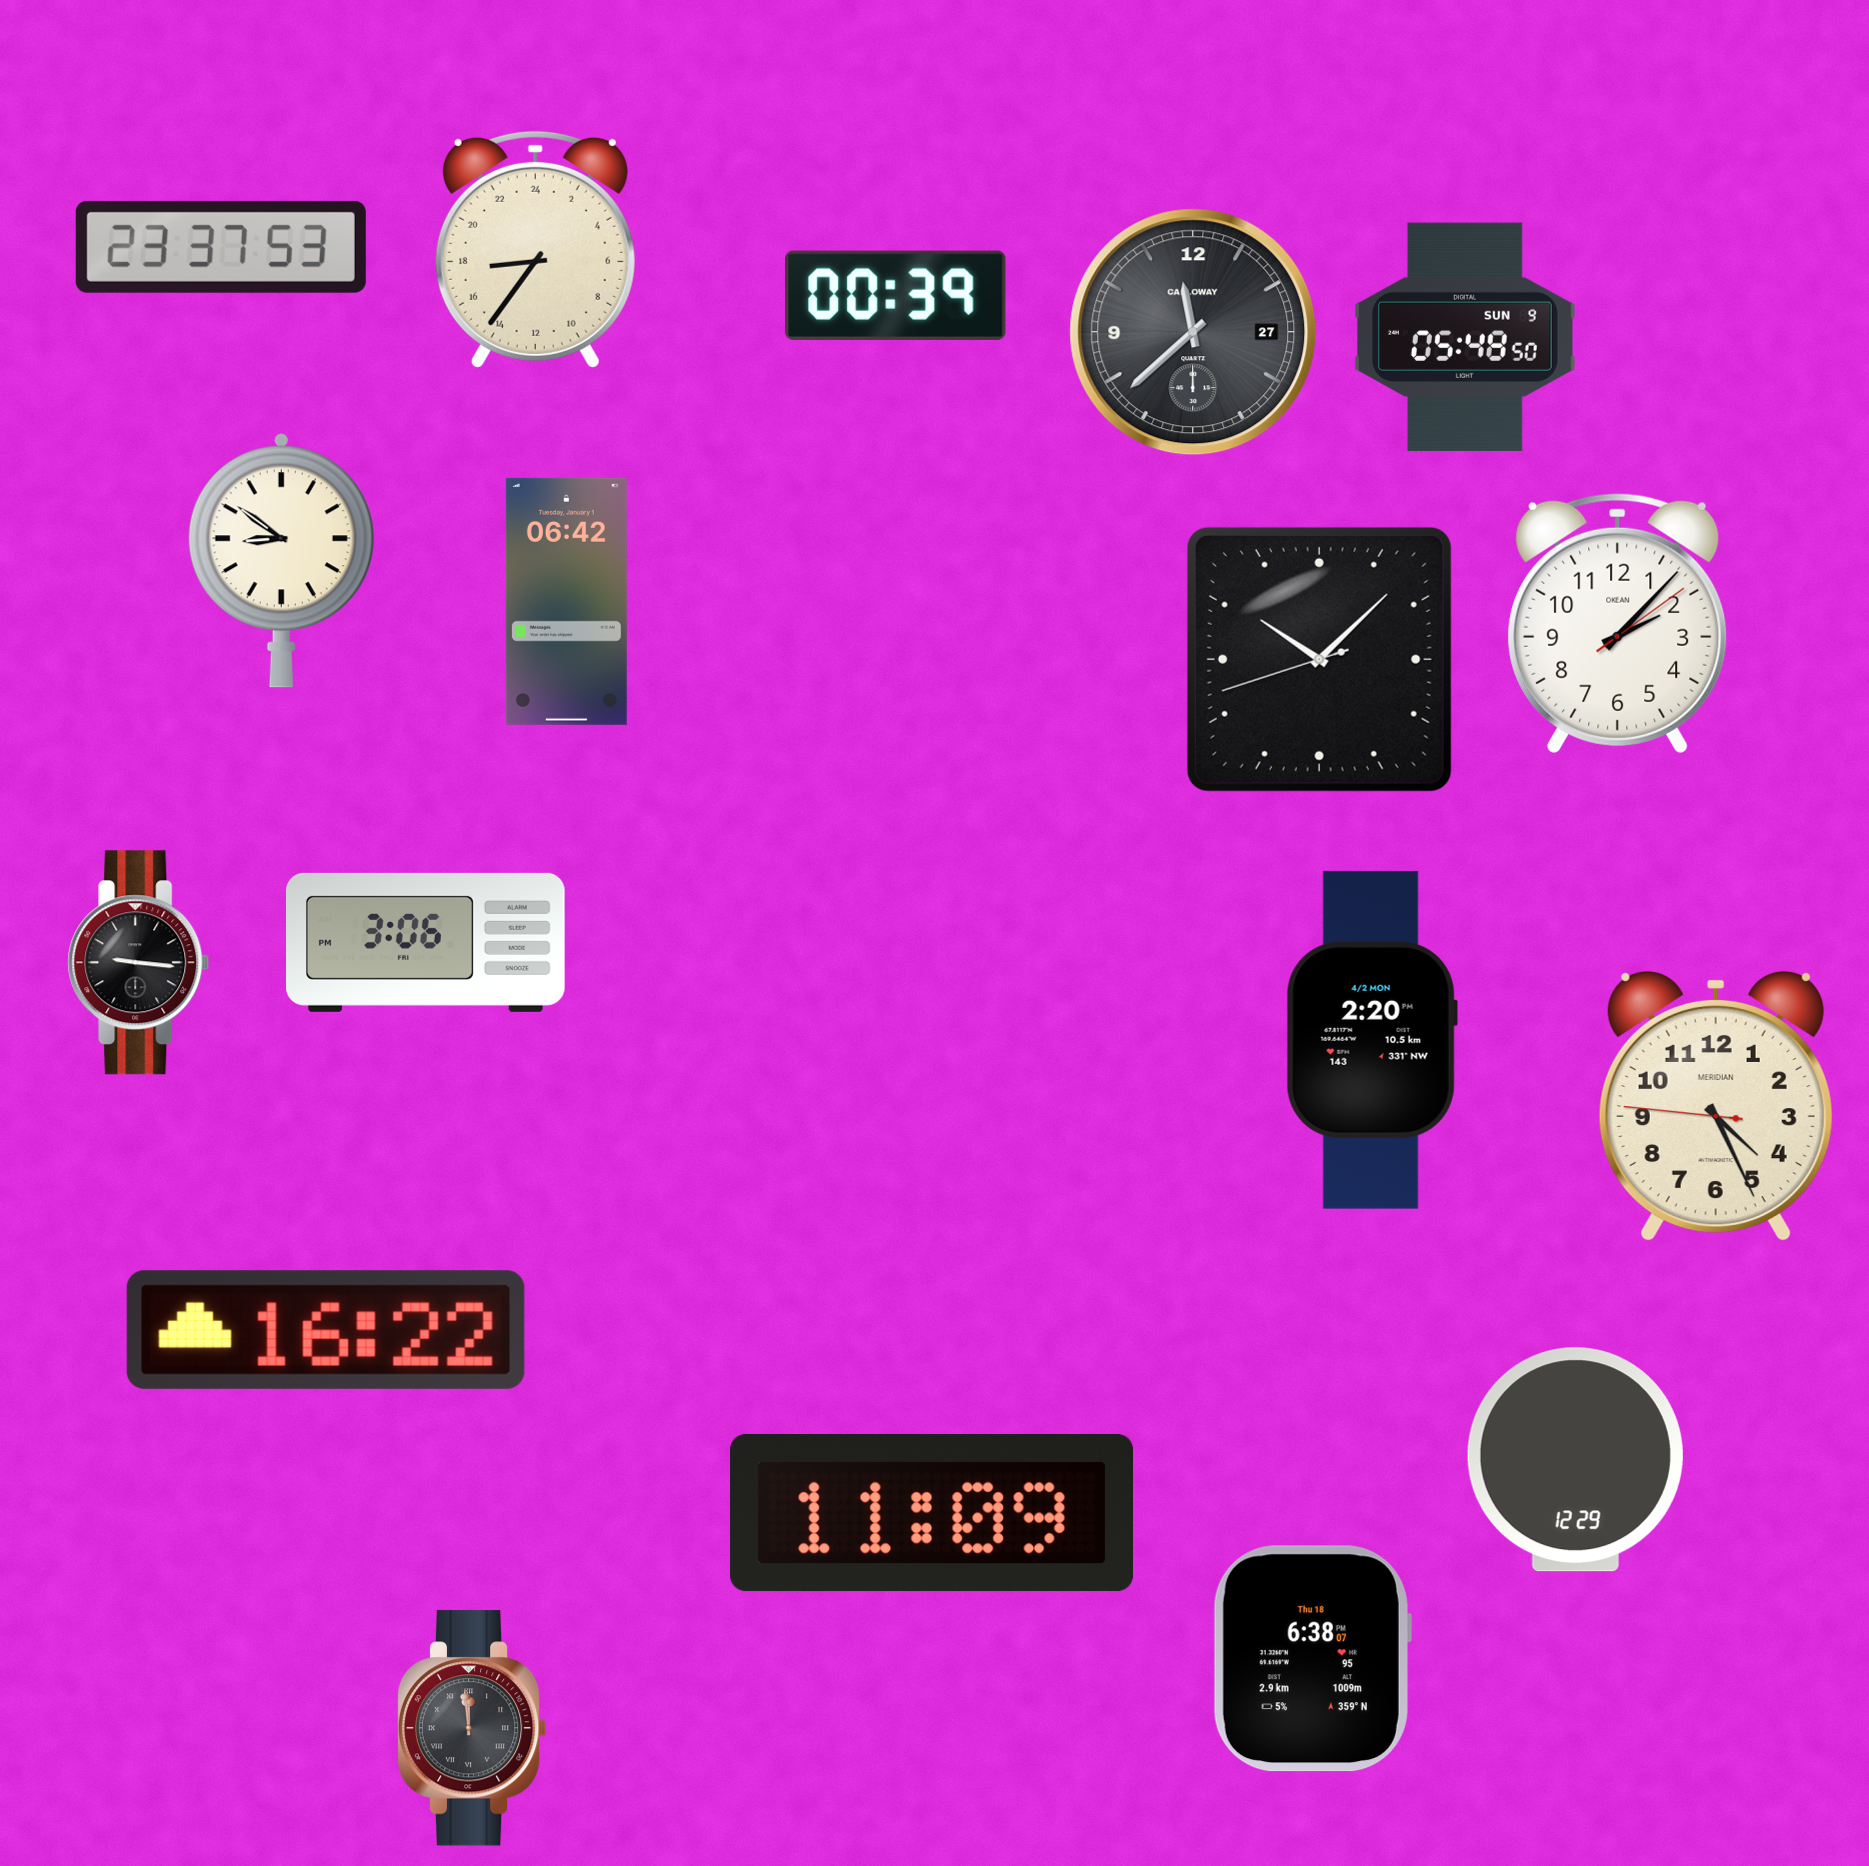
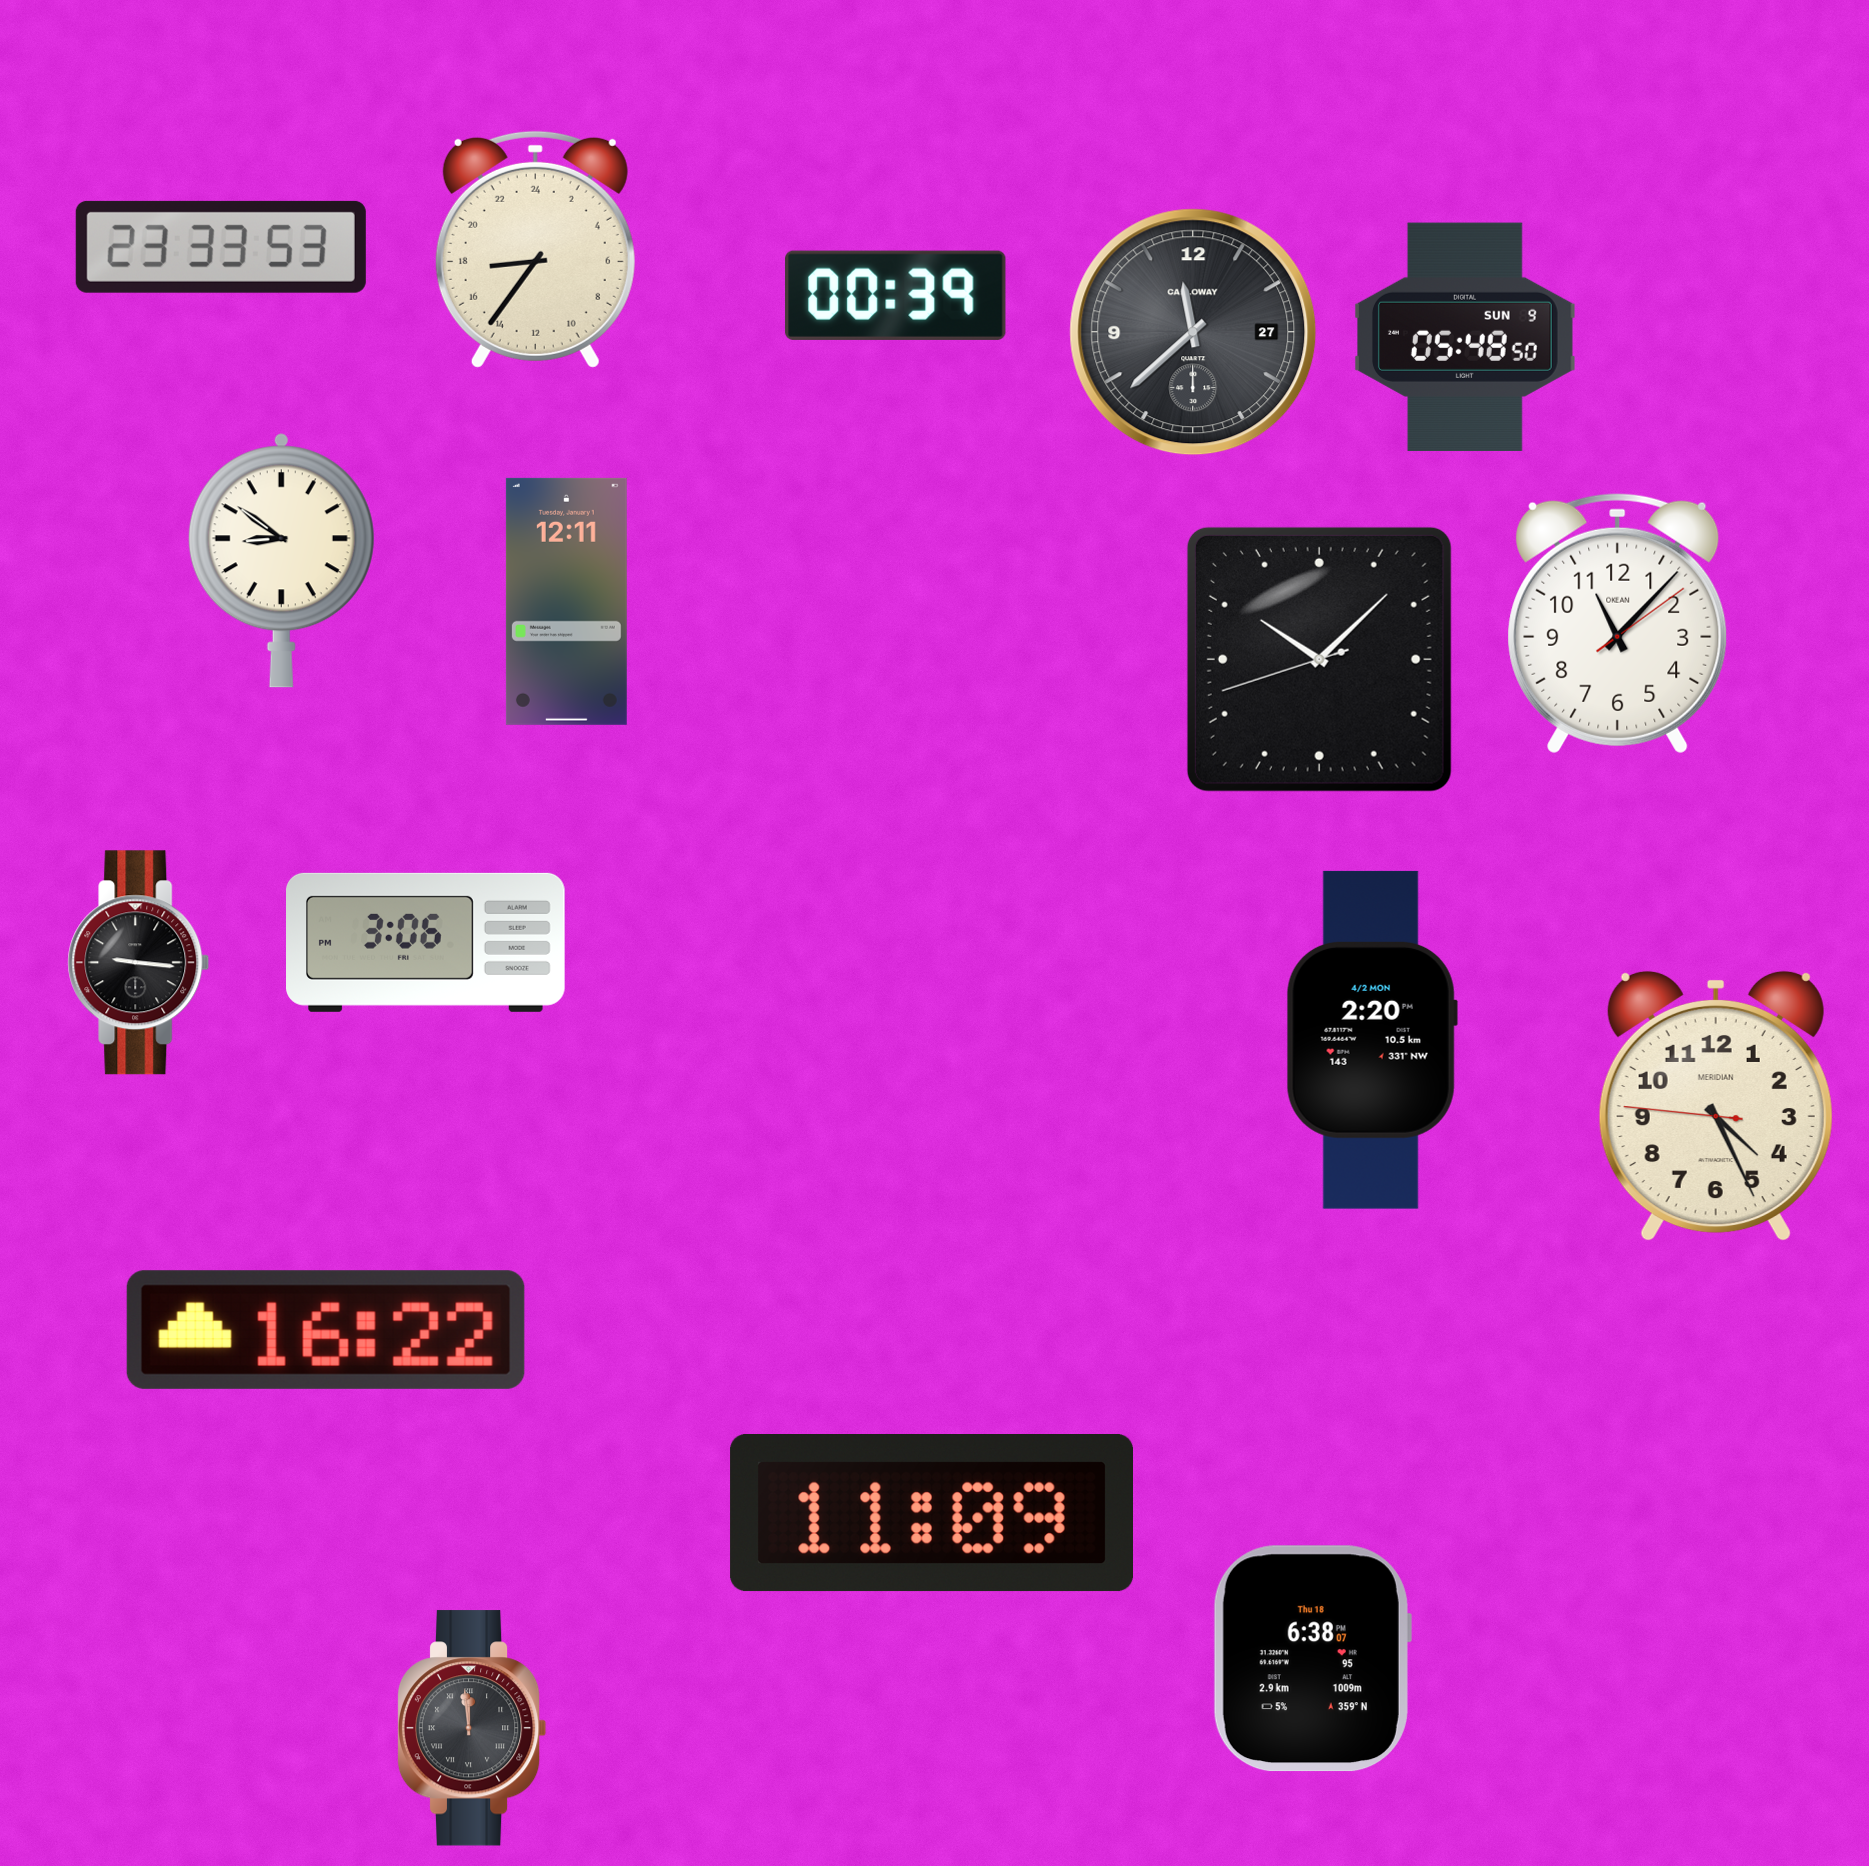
clock at (221, 247): 23:37 -> 23:33
clock at (566, 601): 06:42 -> 12:11
clock at (1618, 623): 2:07 -> 11:07
clock at (1575, 1460): 12:29 -> none
